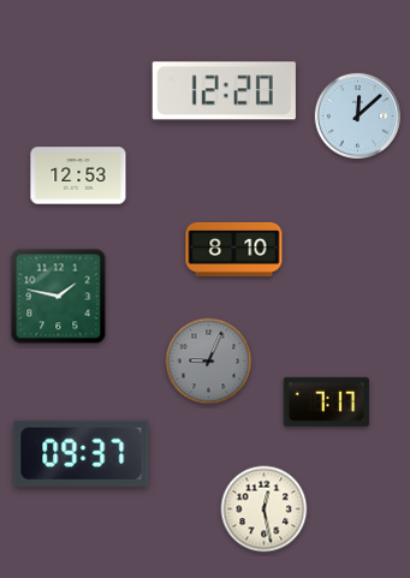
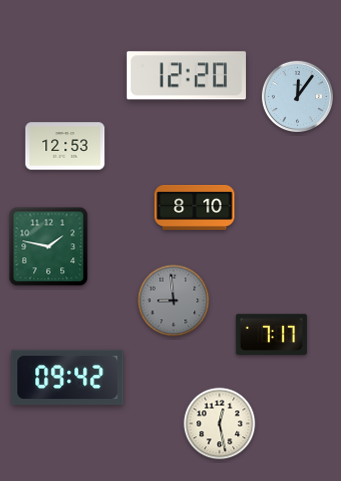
clock at (358, 117): 12:08 -> 12:06
clock at (209, 362): 9:04 -> 8:59
clock at (82, 453): 09:37 -> 09:42
